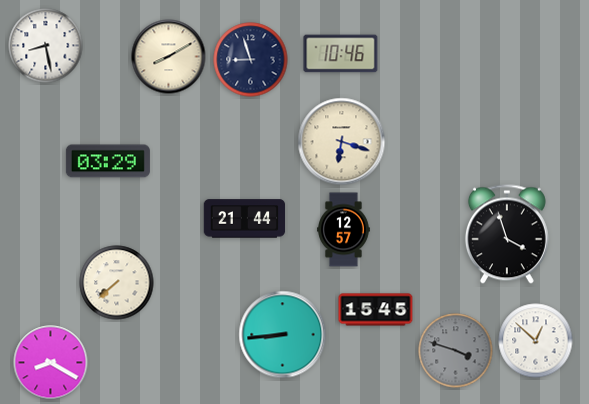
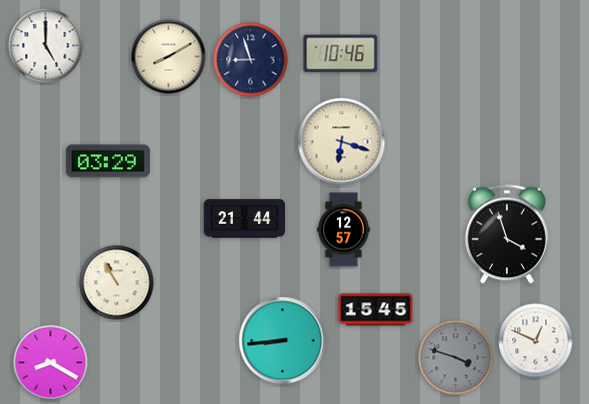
clock at (46, 46): 8:28 -> 5:00
clock at (117, 283): 7:38 -> 10:55
clock at (283, 335) position: (283, 335) -> (283, 341)
clock at (536, 341): 12:52 -> 12:49
clock at (456, 351) position: (456, 351) -> (456, 358)
